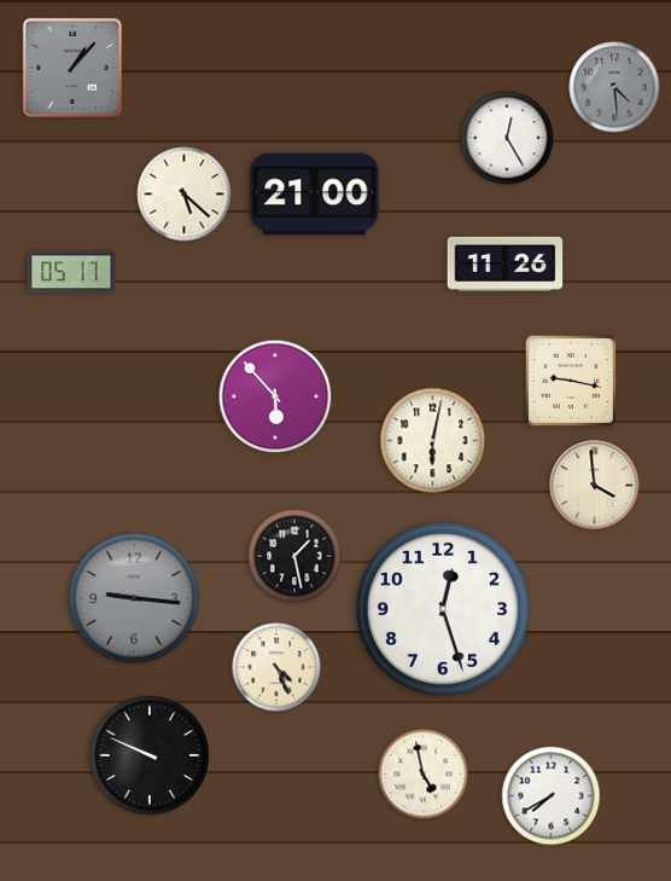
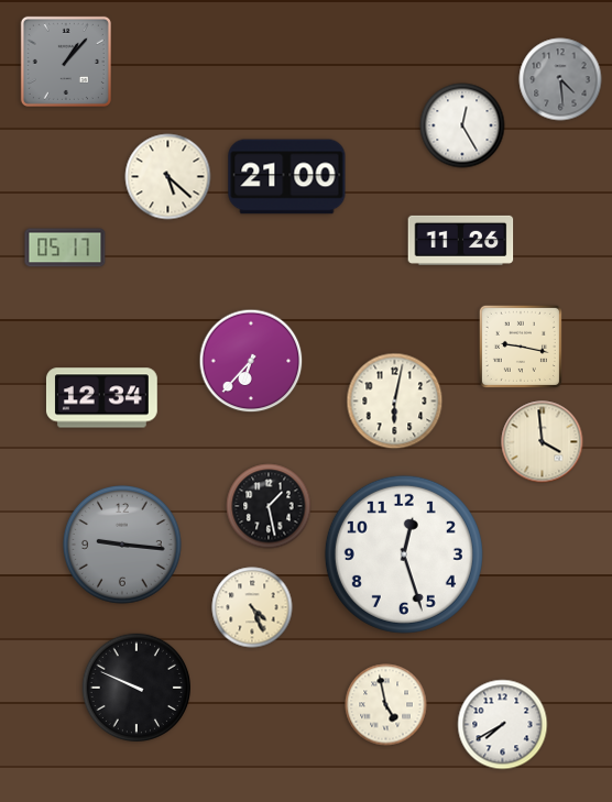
clock at (275, 396): 5:53 -> 6:37
clock at (101, 398): none -> 12:34
